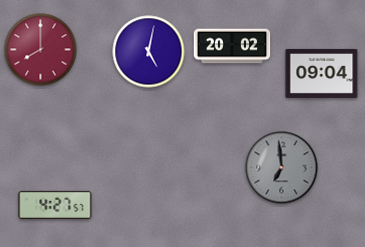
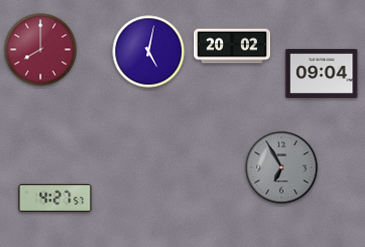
clock at (282, 168): 6:59 -> 6:55
clock at (55, 205) position: (55, 205) -> (55, 198)
